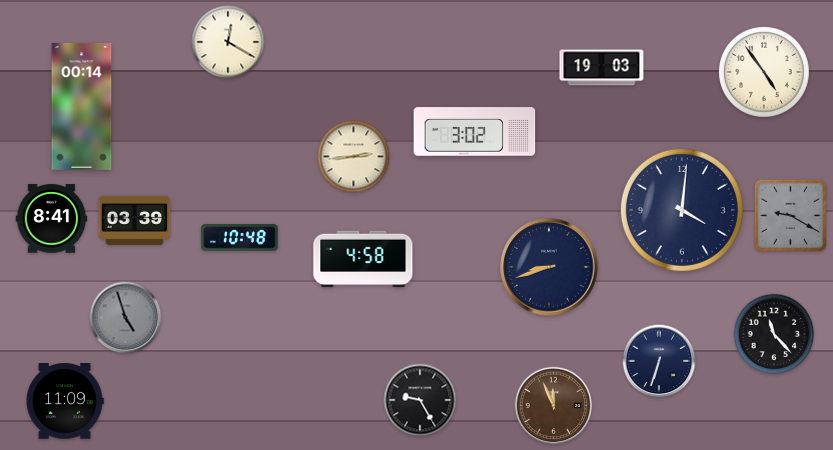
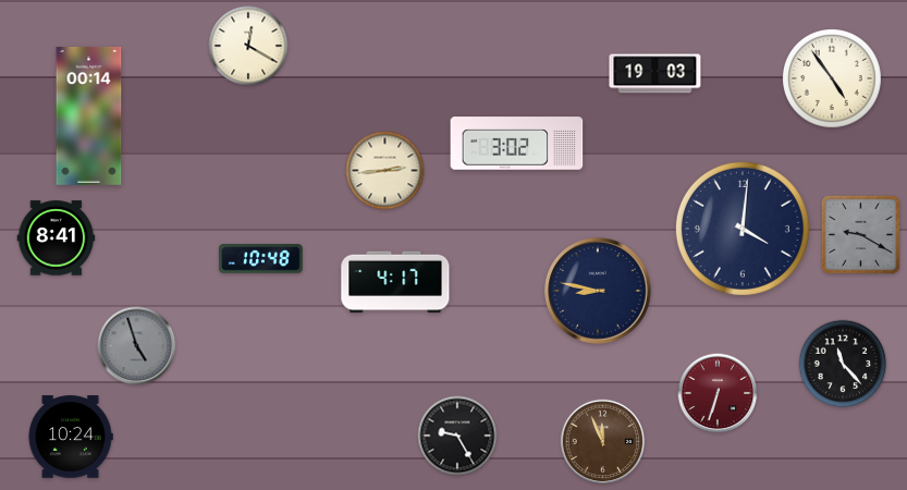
clock at (135, 220): 03:39 -> none
clock at (363, 259): 4:58 -> 4:17
clock at (549, 267): 8:42 -> 8:47
clock at (659, 361) dial: navy -> burgundy
clock at (65, 401): 11:09 -> 10:24
